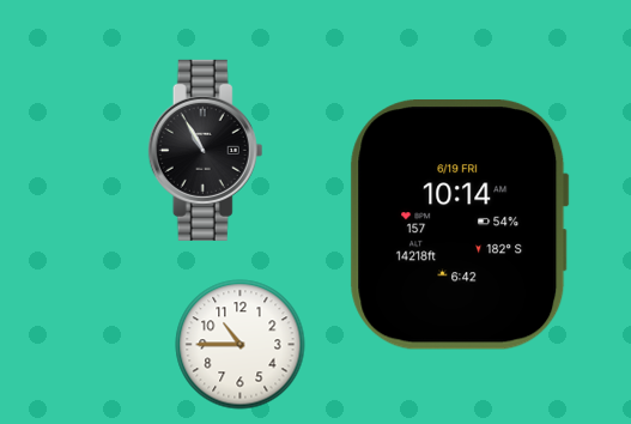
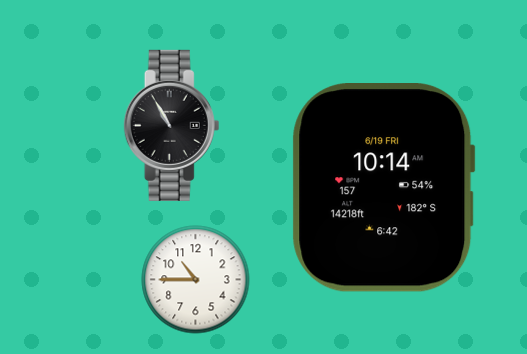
clock at (241, 345) position: (241, 345) -> (196, 280)
